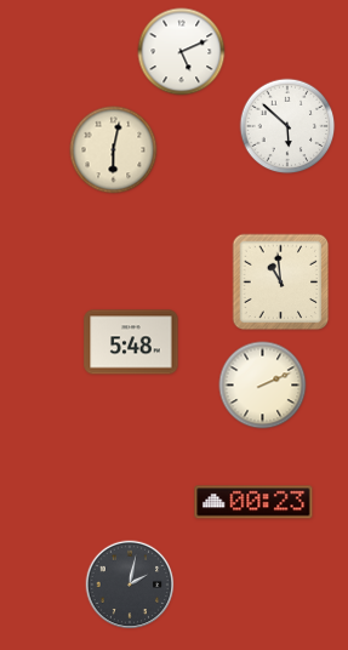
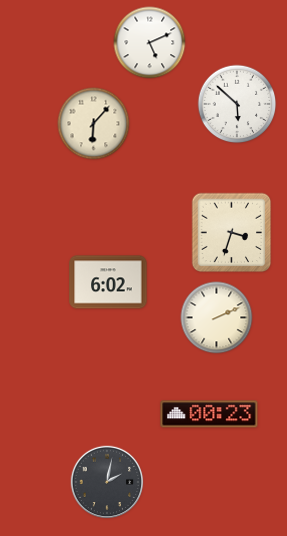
clock at (114, 150): 6:02 -> 6:07
clock at (281, 283): 10:59 -> 3:33
clock at (131, 342): 5:48 -> 6:02
